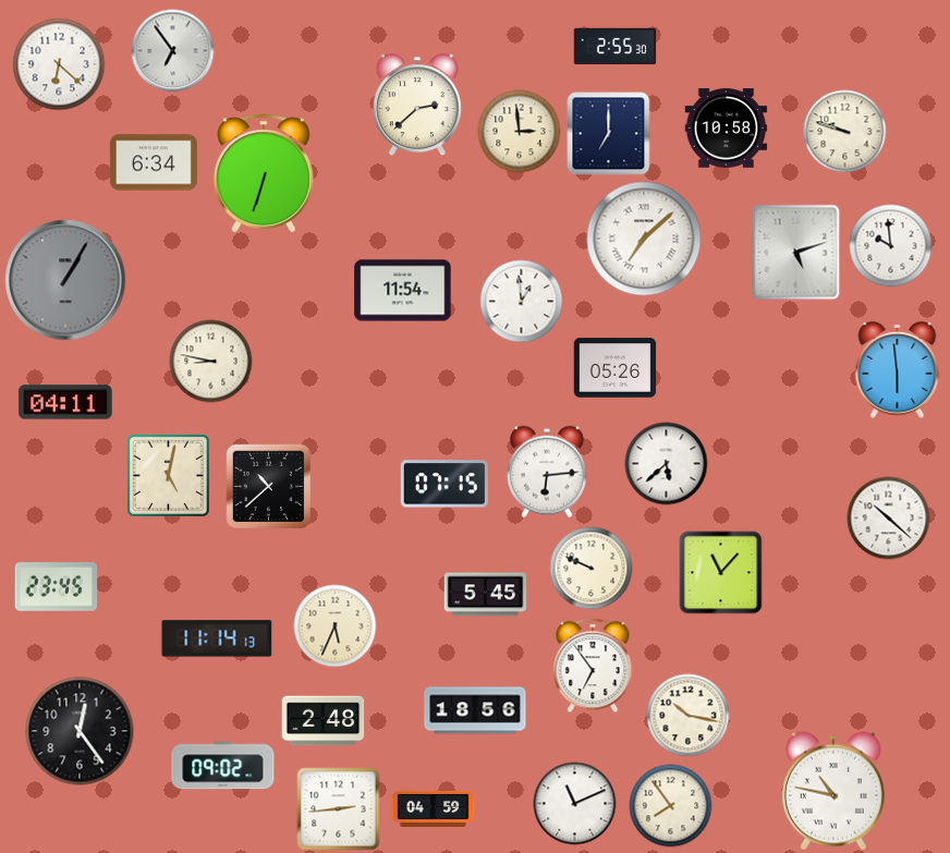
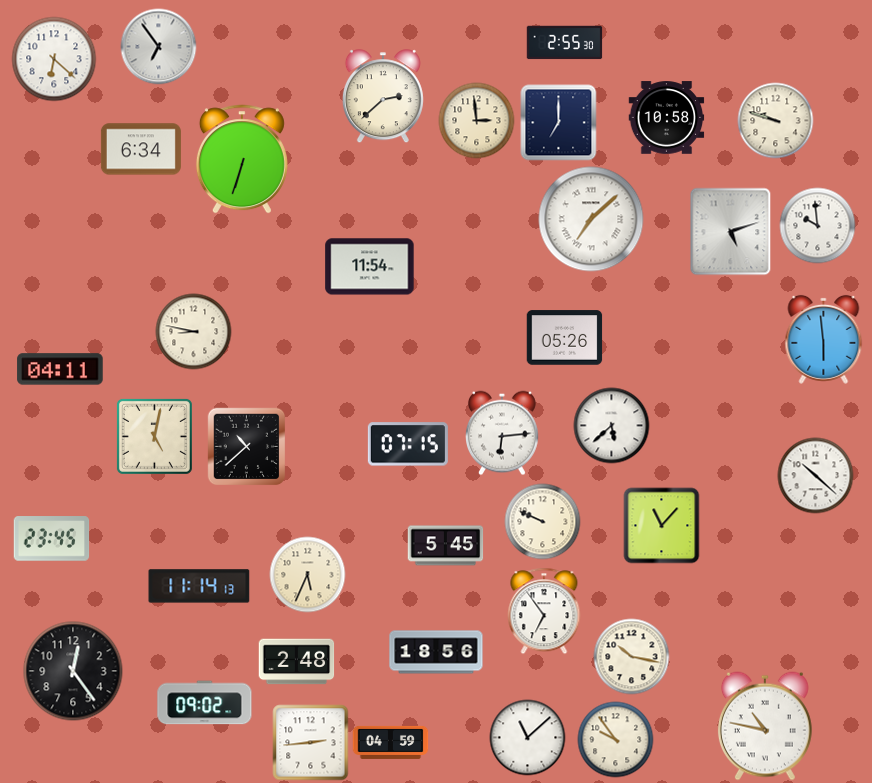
clock at (65, 280): 1:05 -> none
clock at (522, 302): 12:59 -> none
clock at (575, 804): 11:11 -> 11:08
clock at (671, 806): 7:54 -> 9:54
clock at (434, 808) position: (434, 808) -> (391, 742)
